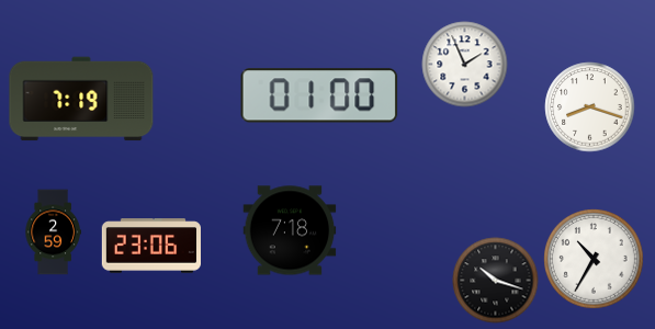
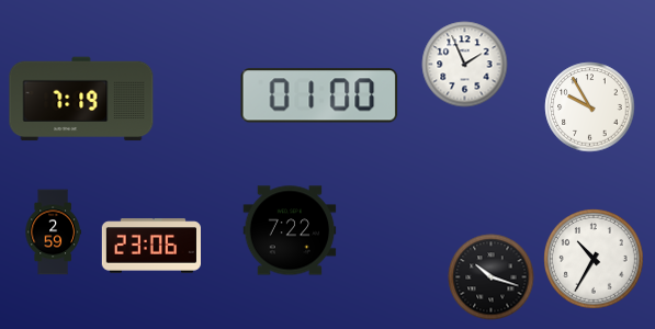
clock at (589, 106): 8:18 -> 9:55
clock at (290, 230): 7:18 -> 7:22
clock at (495, 280) position: (495, 280) -> (490, 276)
